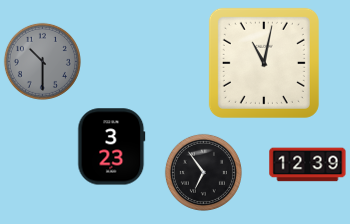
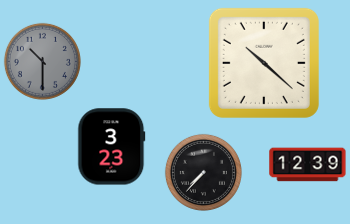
clock at (264, 63): 11:02 -> 10:22
clock at (203, 172): 6:54 -> 7:37
